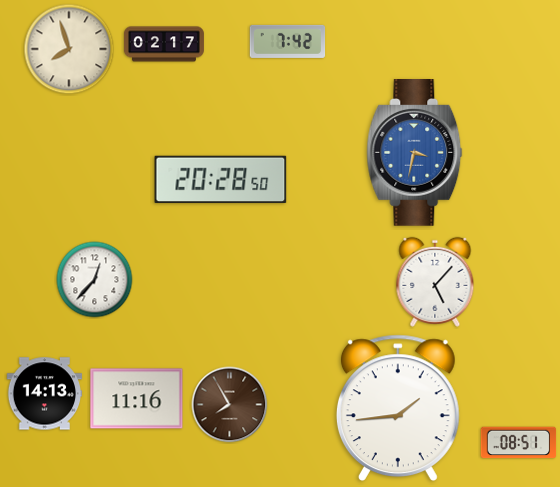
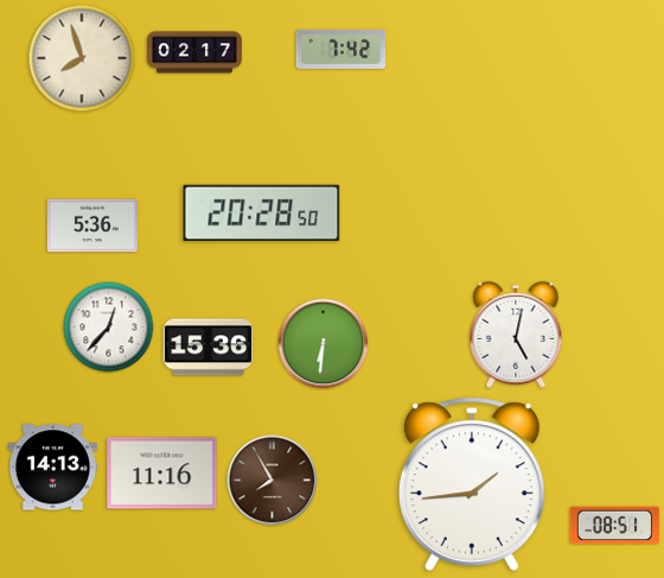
clock at (415, 153): 3:32 -> none
clock at (91, 226): none -> 5:36
clock at (95, 280) position: (95, 280) -> (109, 328)
clock at (435, 282): 5:07 -> 5:02
clock at (324, 344): none -> 6:31
clock at (207, 348): none -> 15:36
